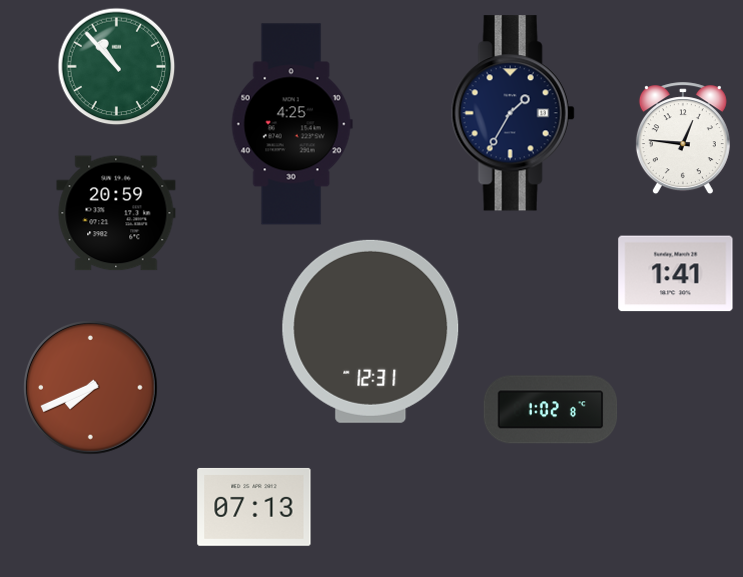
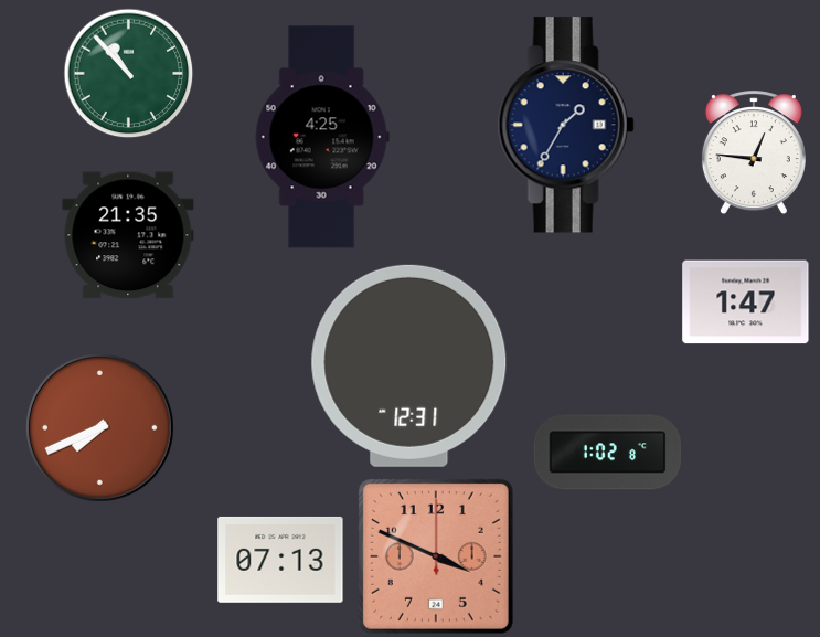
clock at (116, 213): 20:59 -> 21:35
clock at (676, 274): 1:41 -> 1:47
clock at (436, 556): none -> 3:49
